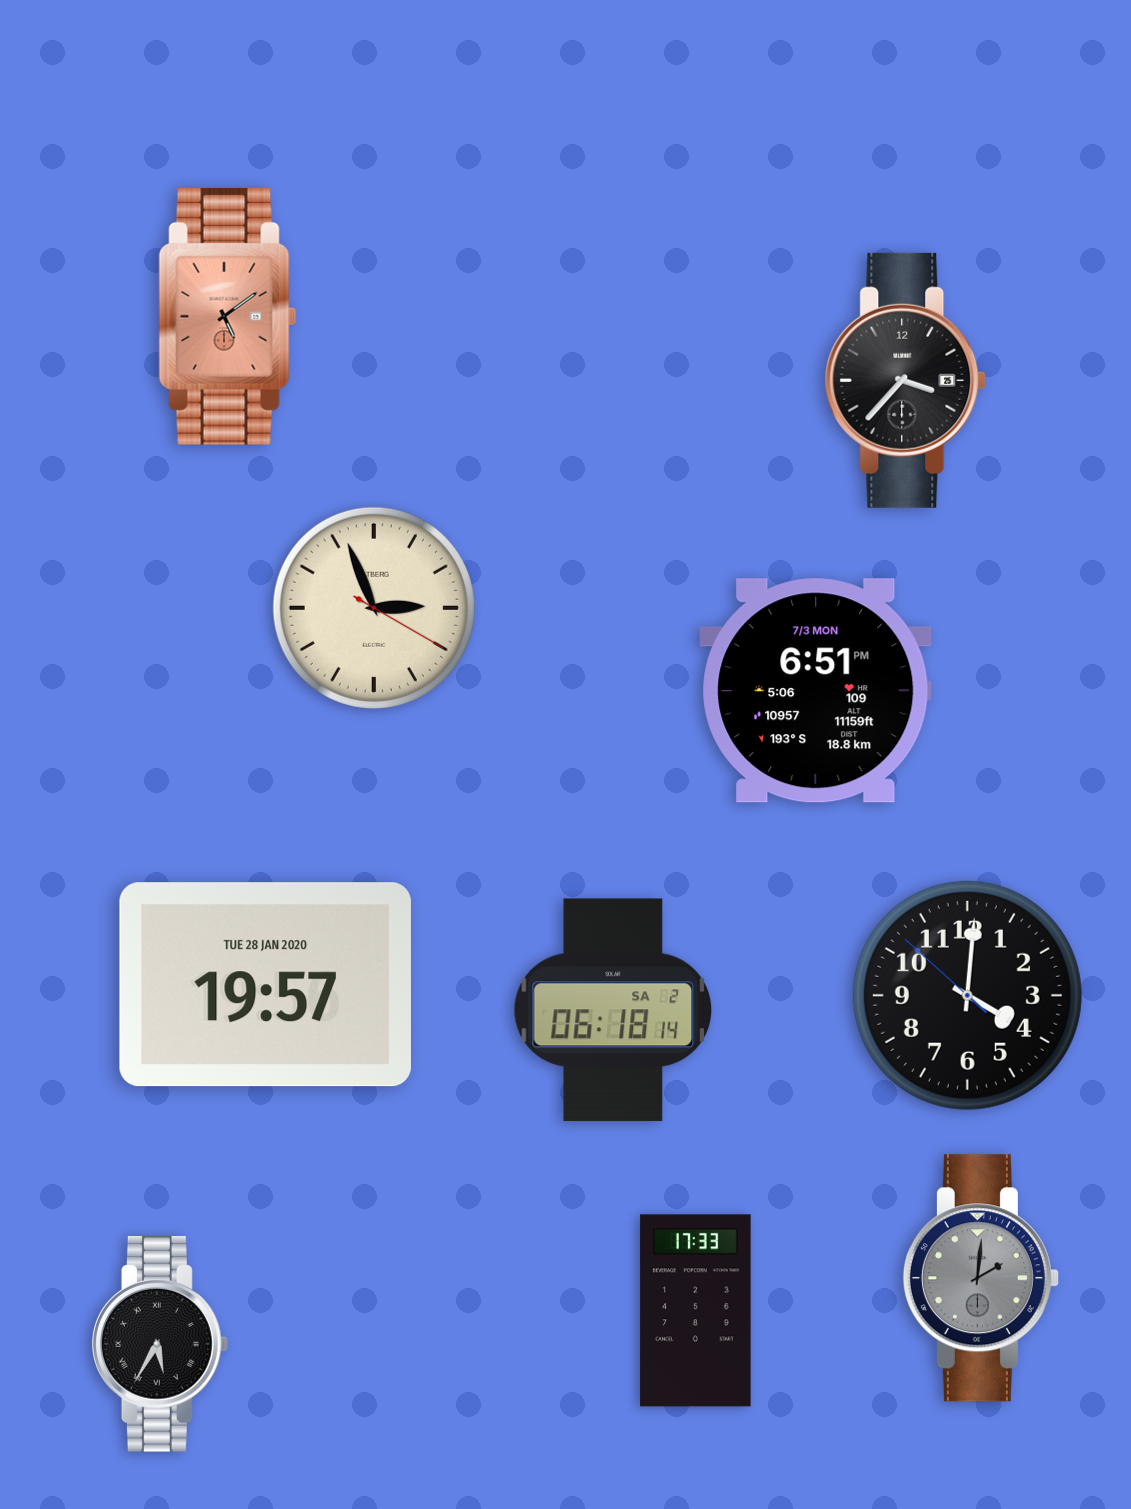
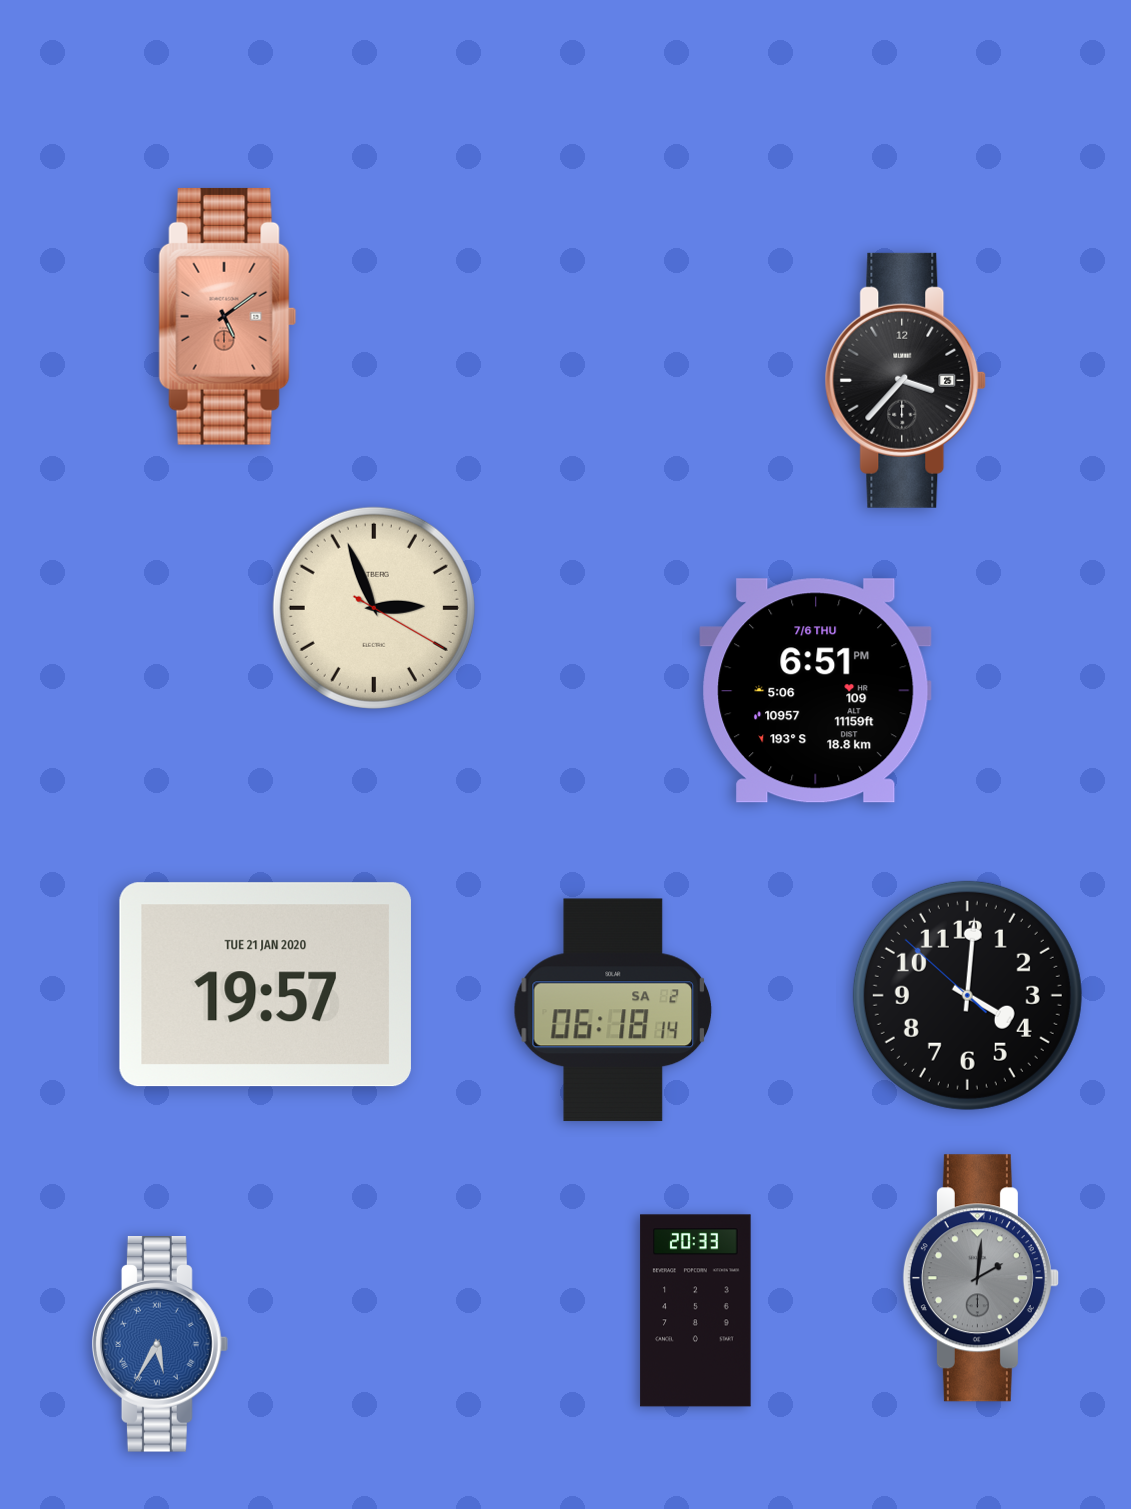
clock at (816, 691) date: 7/3 MON -> 7/6 THU
clock at (265, 985) date: TUE 28 JAN 2020 -> TUE 21 JAN 2020
clock at (696, 1311): 17:33 -> 20:33
clock at (160, 1345) dial: black -> blue
